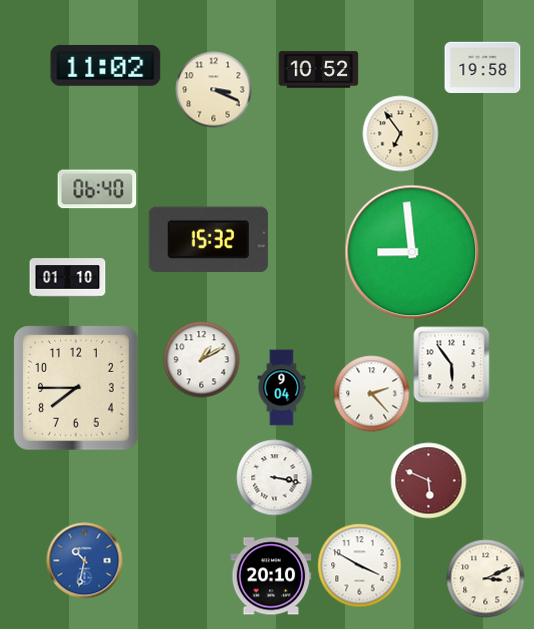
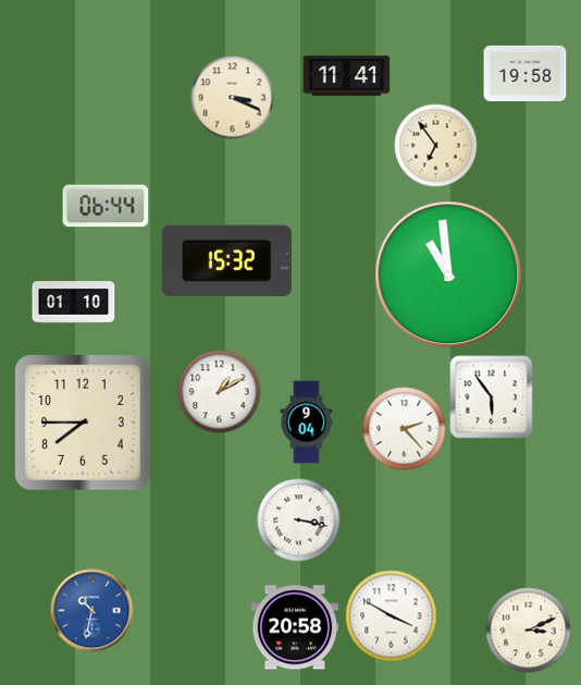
clock at (106, 65): 11:02 -> none
clock at (319, 70): 10:52 -> 11:41
clock at (97, 189): 06:40 -> 06:44
clock at (412, 252): 8:59 -> 10:59
clock at (429, 481): 5:49 -> none
clock at (271, 576): 20:10 -> 20:58
